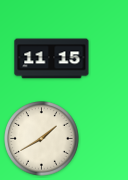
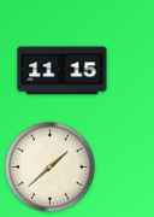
clock at (42, 139): 1:40 -> 1:38
